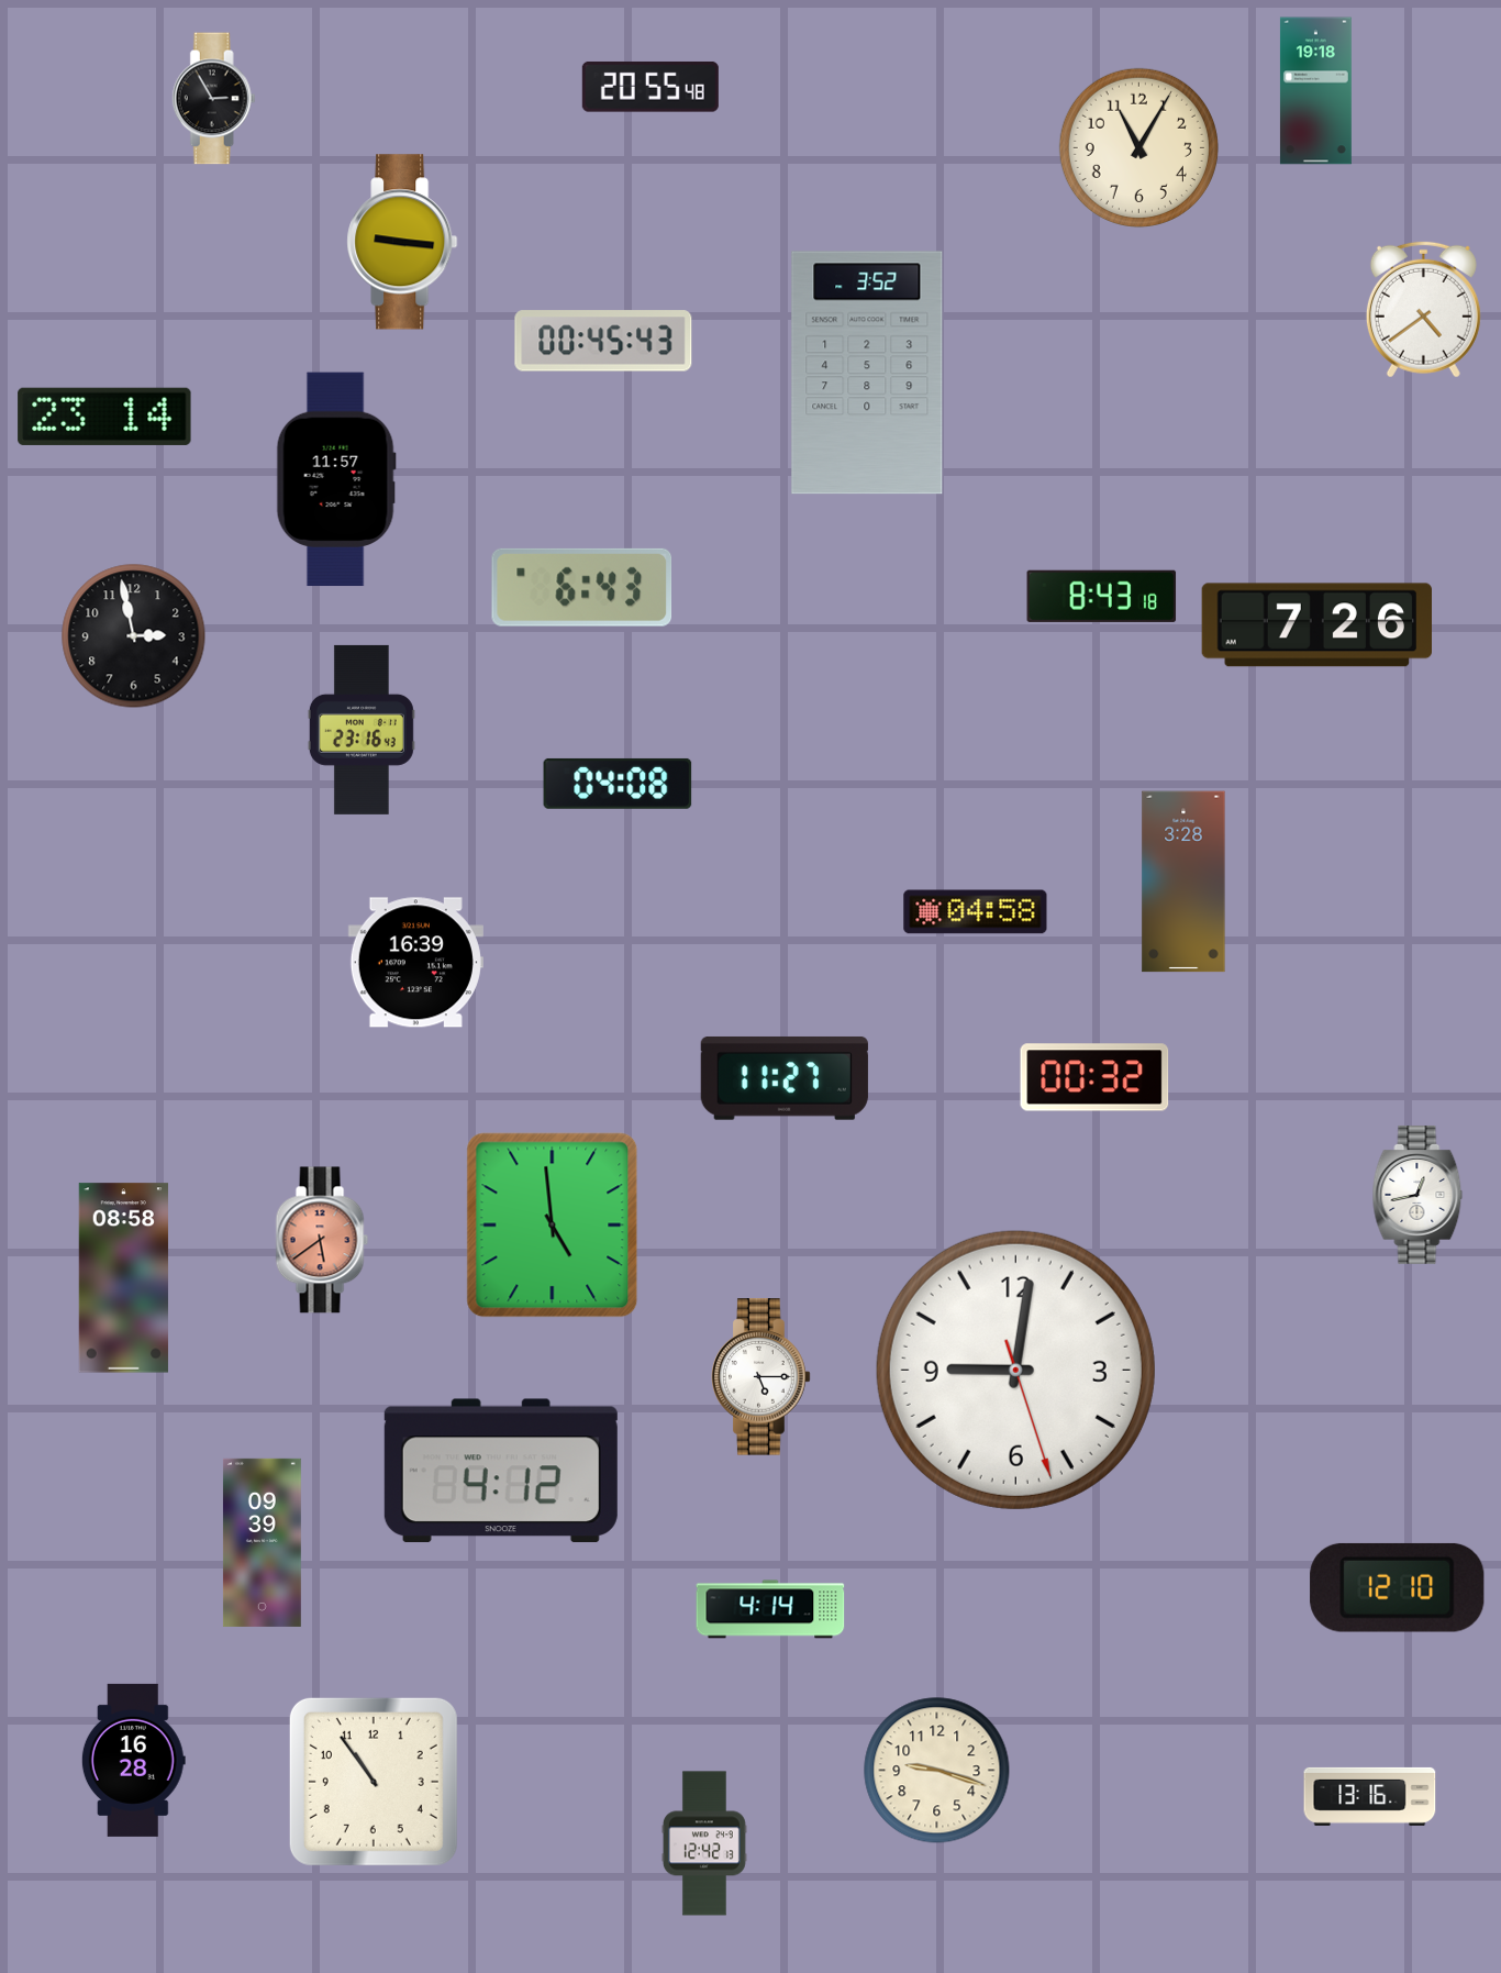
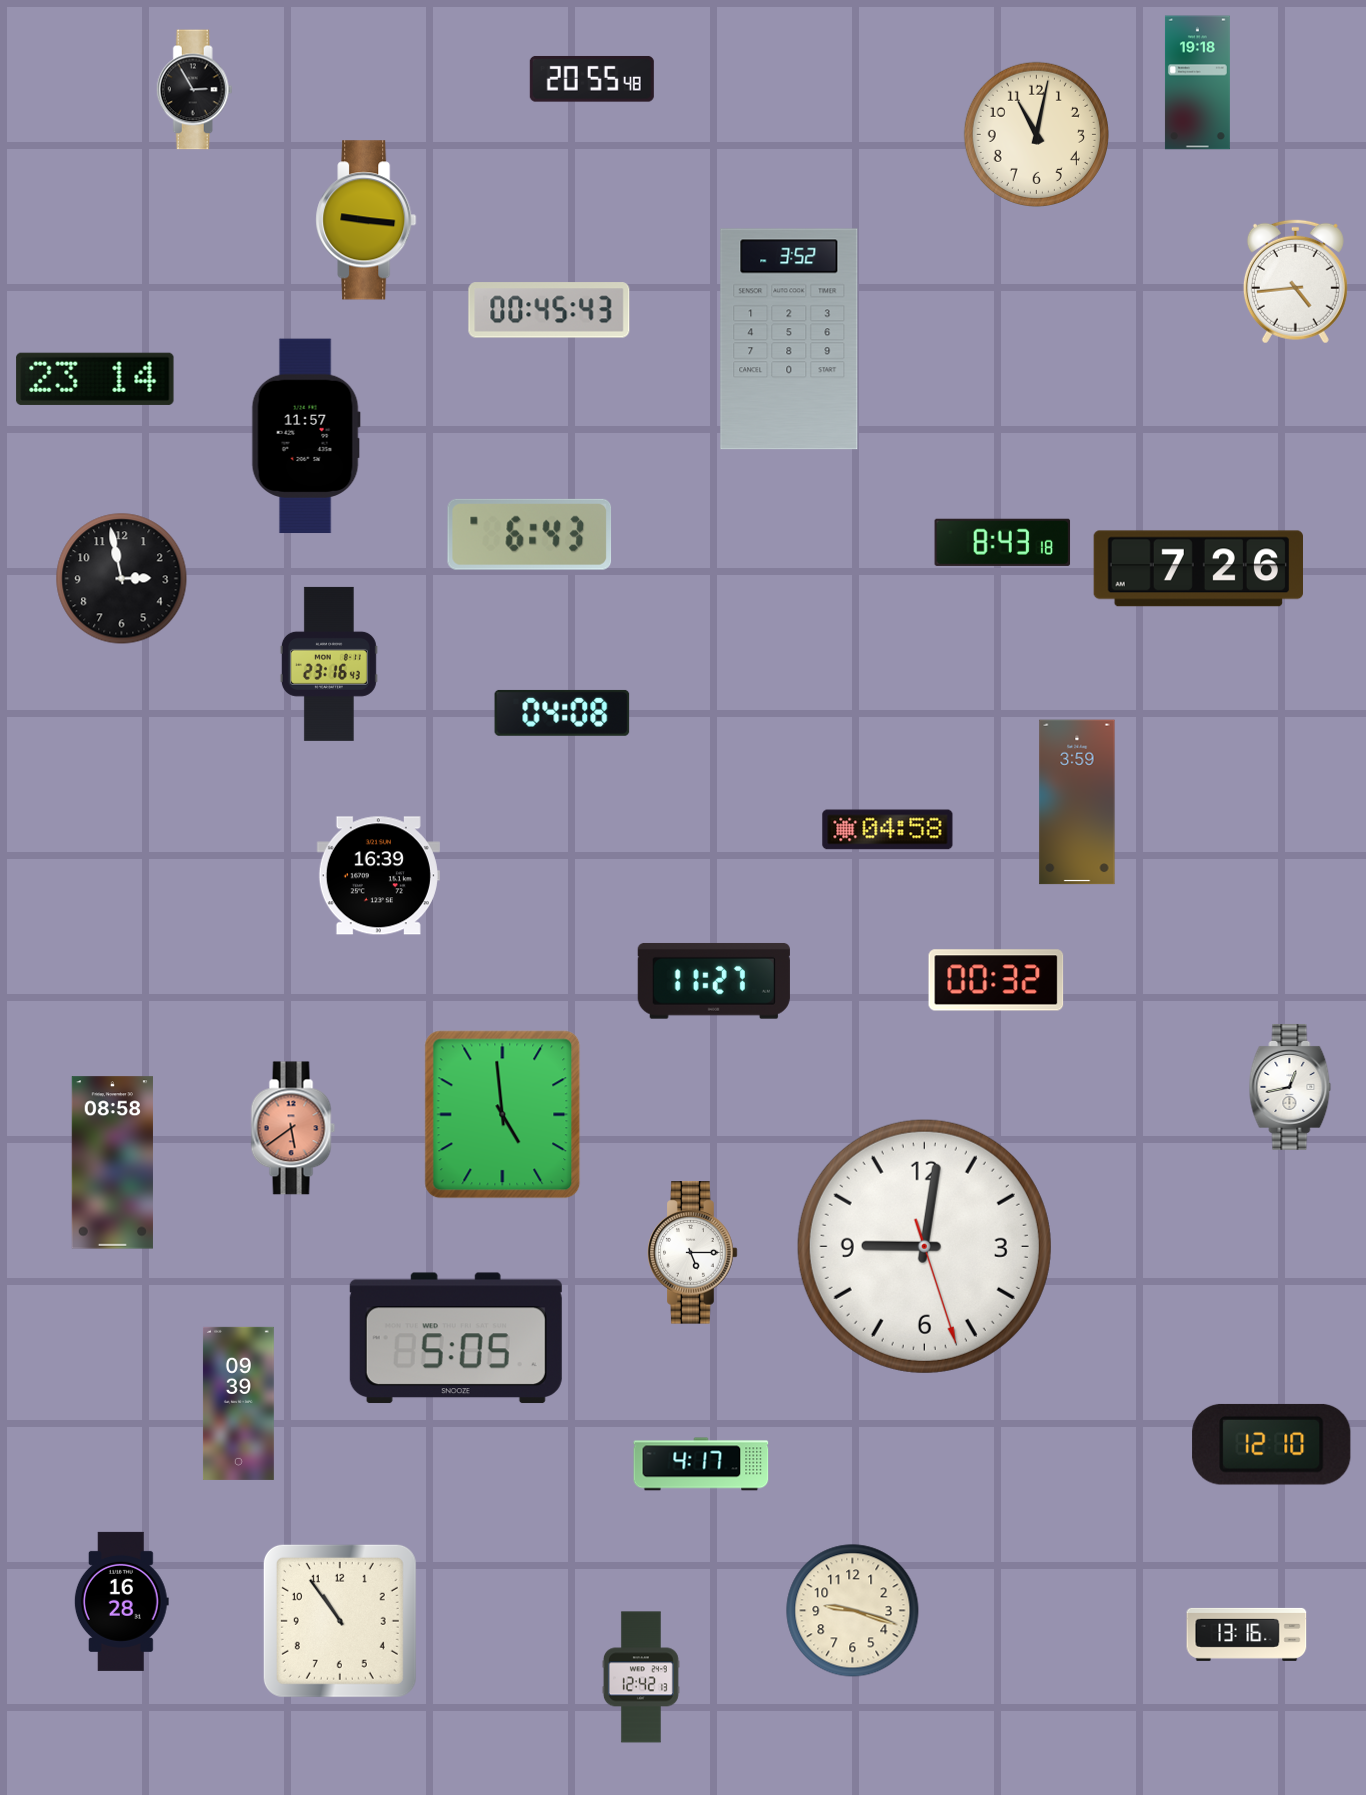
clock at (1138, 147): 11:05 -> 11:02
clock at (1423, 309): 4:39 -> 4:44
clock at (1183, 882): 3:28 -> 3:59
clock at (501, 1471): 4:12 -> 5:05
clock at (770, 1609): 4:14 -> 4:17
